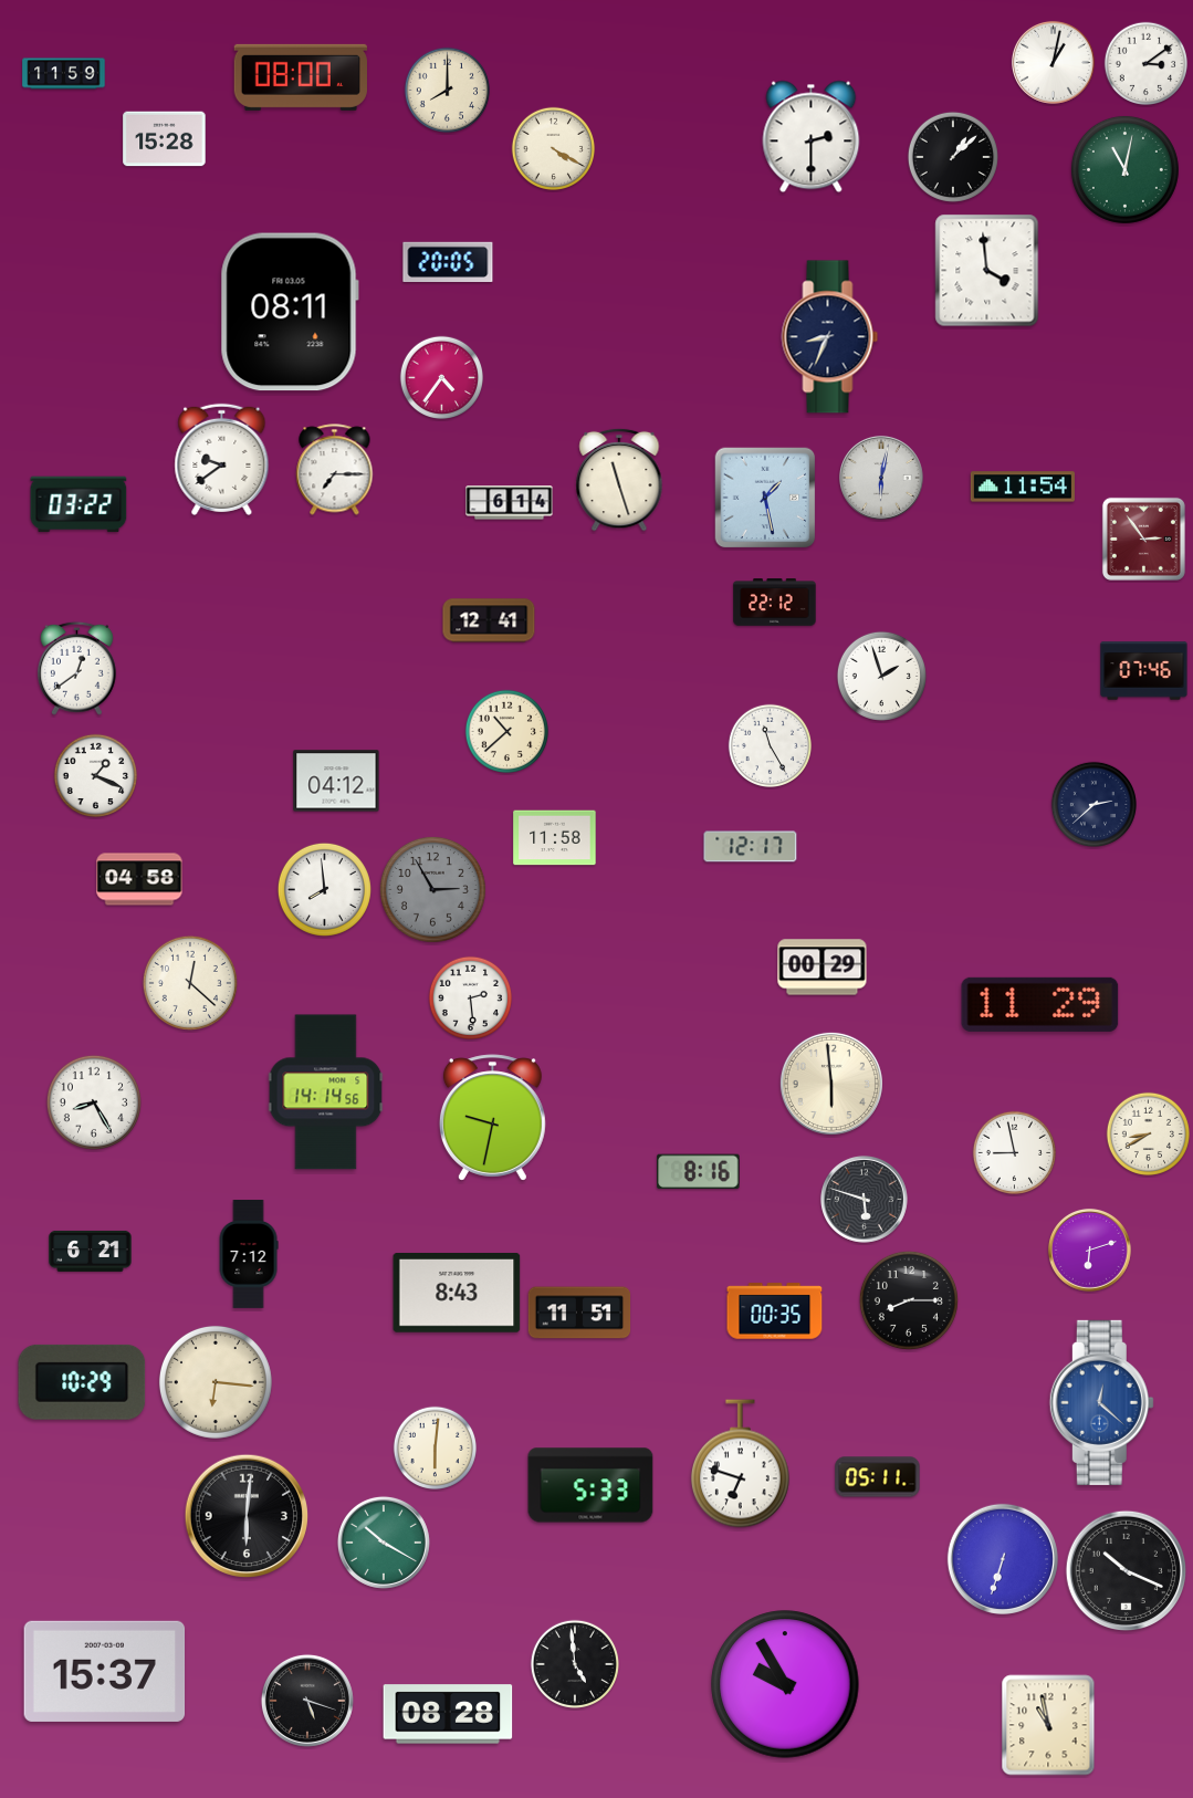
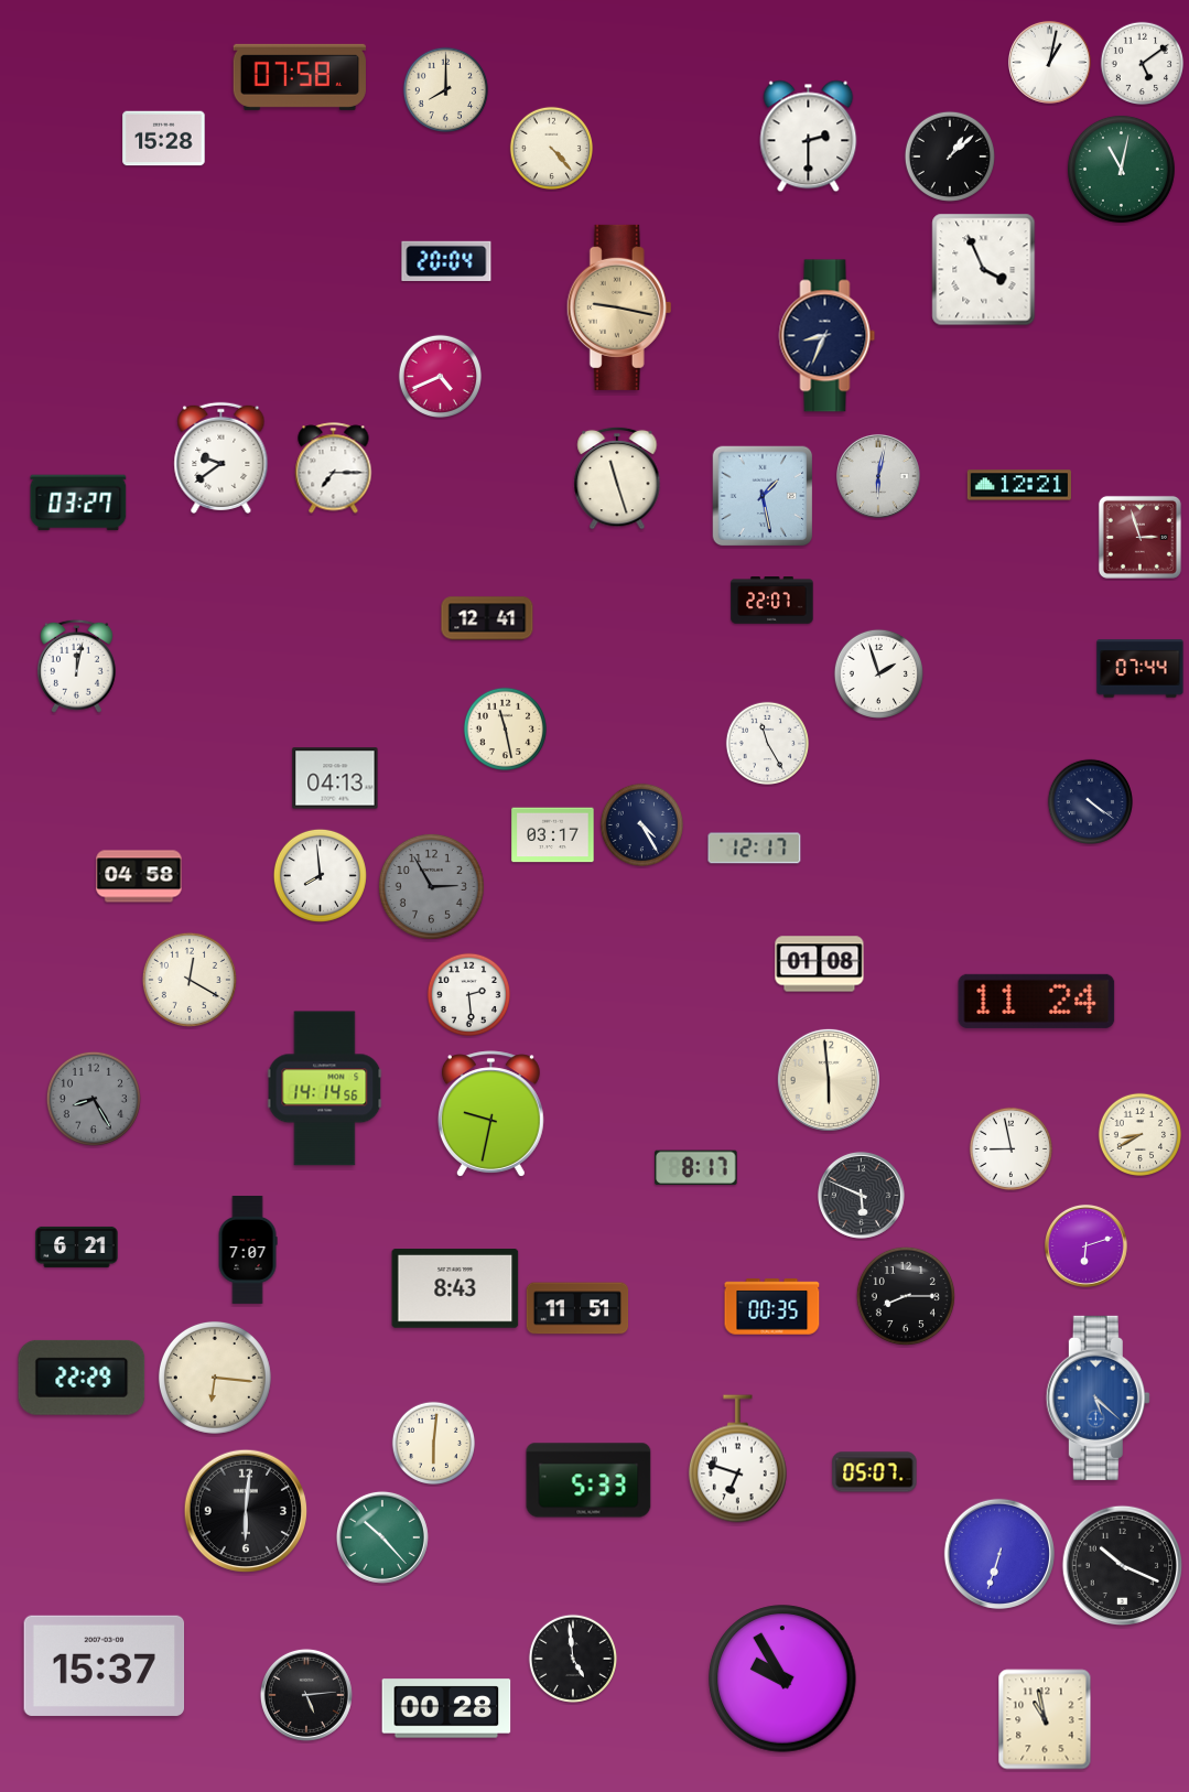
clock at (1145, 63): 3:09 -> 5:09
clock at (64, 74): 11:59 -> none
clock at (301, 77): 08:00 -> 07:58
clock at (553, 148): 4:20 -> 4:23
clock at (448, 261): 20:05 -> 20:04
clock at (987, 271): 3:59 -> 3:56
clock at (619, 307): none -> 9:17
clock at (290, 312): 08:11 -> none
clock at (441, 377): 4:36 -> 4:41
clock at (1023, 487): 11:54 -> 12:21
clock at (510, 503): 6:14 -> none
clock at (79, 504): 03:22 -> 03:27
clock at (1143, 539): 2:54 -> 2:57
clock at (775, 603): 22:12 -> 22:07
clock at (76, 668): 12:39 -> 12:02
clock at (1144, 671): 07:46 -> 07:44
clock at (506, 731): 10:38 -> 11:28
clock at (95, 775): 1:19 -> none
clock at (336, 781): 04:12 -> 04:13
clock at (1093, 804): 2:38 -> 4:21
clock at (641, 824): none -> 4:25
clock at (555, 838): 11:58 -> 03:17
clock at (751, 847) position: (751, 847) -> (755, 849)
clock at (324, 889) position: (324, 889) -> (320, 875)
clock at (823, 968): 00:29 -> 01:08
clock at (190, 983): 12:22 -> 12:20
clock at (1040, 1004): 11:29 -> 11:24
clock at (94, 1102) dial: white -> grey
clock at (1148, 1133) position: (1148, 1133) -> (1139, 1134)
clock at (699, 1171): 8:16 -> 8:17
clock at (864, 1199): 5:48 -> 5:49
clock at (91, 1251) position: (91, 1251) -> (77, 1246)
clock at (249, 1255): 7:12 -> 7:07
clock at (82, 1382): 10:29 -> 22:29
clock at (1101, 1402): 12:22 -> 5:22
clock at (878, 1477): 05:11 -> 05:07
clock at (384, 1543): 10:20 -> 10:23
clock at (307, 1701): 5:18 -> 5:14
clock at (448, 1714): 08:28 -> 00:28
